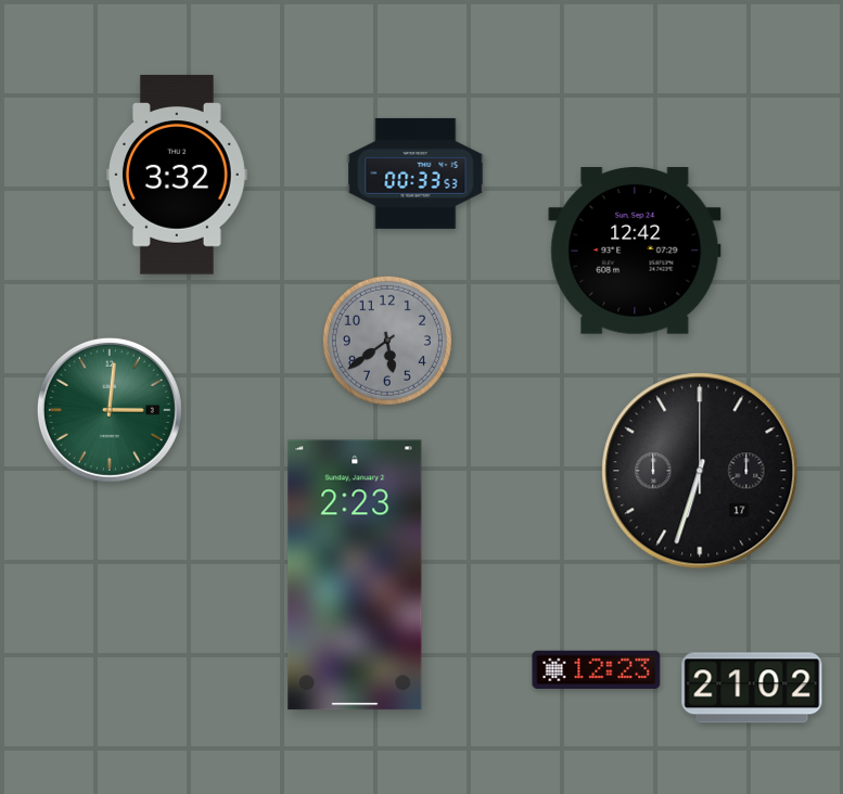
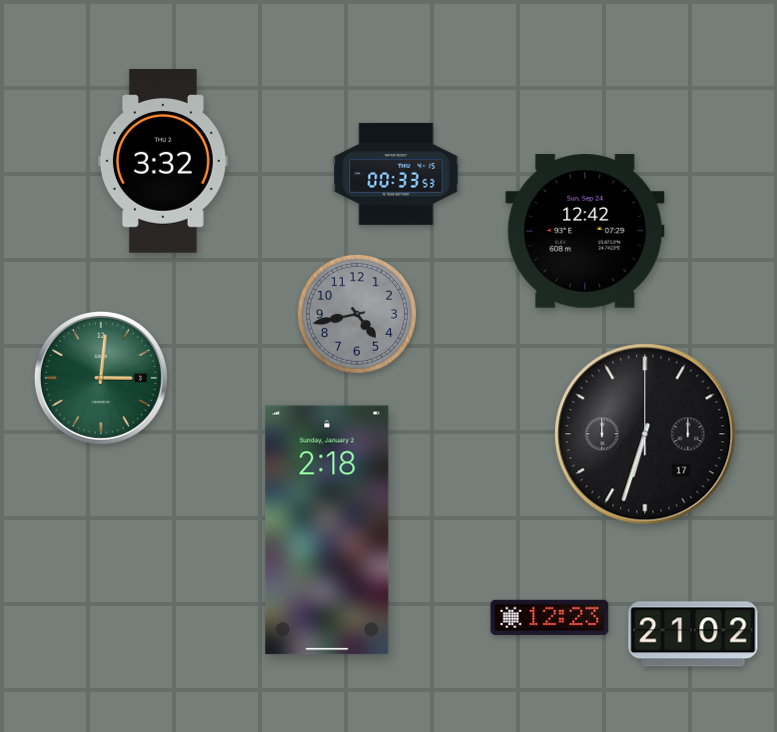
clock at (416, 174) position: (416, 174) -> (396, 174)
clock at (387, 341): 5:39 -> 4:43
clock at (355, 575): 2:23 -> 2:18
